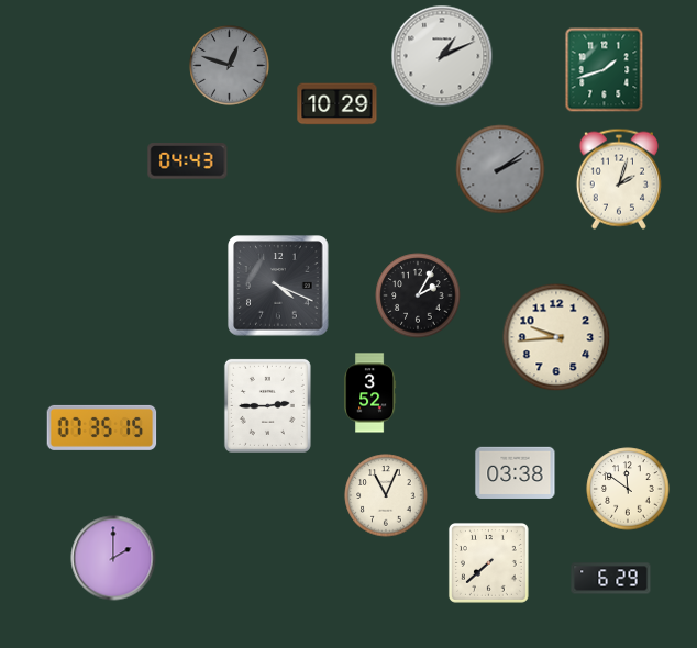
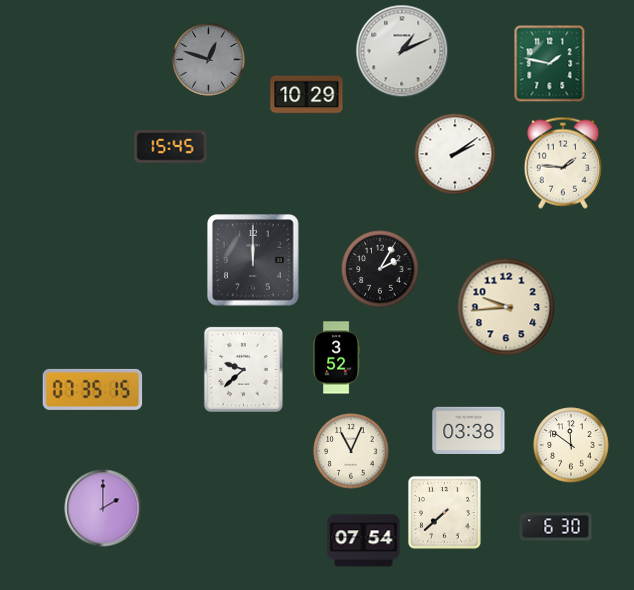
clock at (605, 70): 1:42 -> 1:47
clock at (188, 161): 04:43 -> 15:45
clock at (500, 169) dial: grey -> white
clock at (619, 179): 2:03 -> 1:46
clock at (278, 286): 4:19 -> 12:00
clock at (267, 405): 2:45 -> 9:38
clock at (611, 579): 6:29 -> 6:30
clock at (364, 541): none -> 07:54
